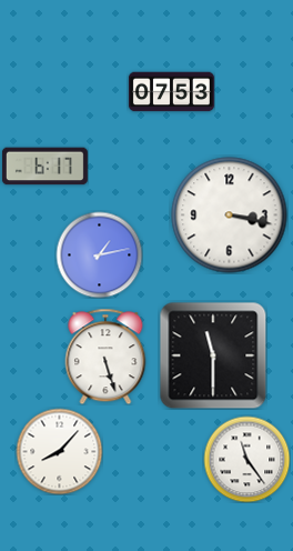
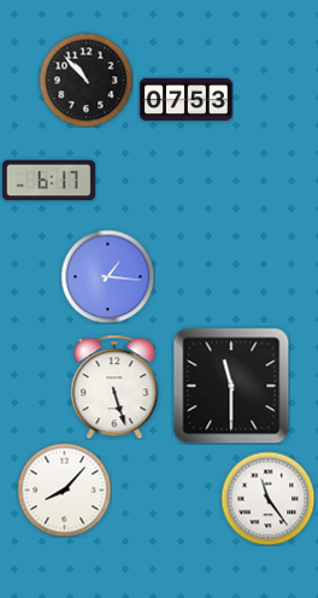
clock at (86, 80): none -> 10:53
clock at (230, 216): 3:17 -> none
clock at (99, 254): 1:13 -> 1:16
